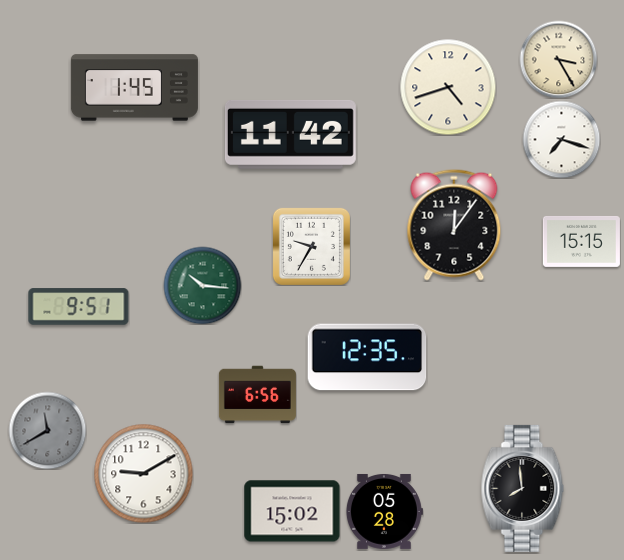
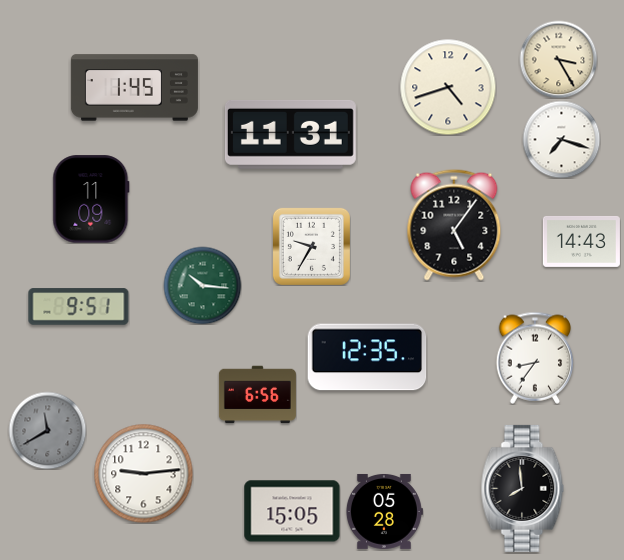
clock at (290, 134): 11:42 -> 11:31
clock at (91, 199): none -> 11:09
clock at (454, 225): 12:06 -> 5:06
clock at (581, 241): 15:15 -> 14:43
clock at (535, 358): none -> 8:36
clock at (144, 474): 9:10 -> 9:14
clock at (292, 511): 15:02 -> 15:05
